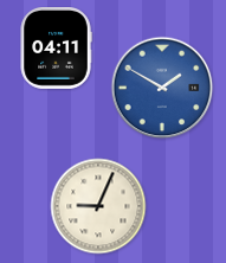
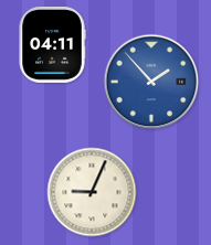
clock at (162, 88): 1:50 -> 1:53
